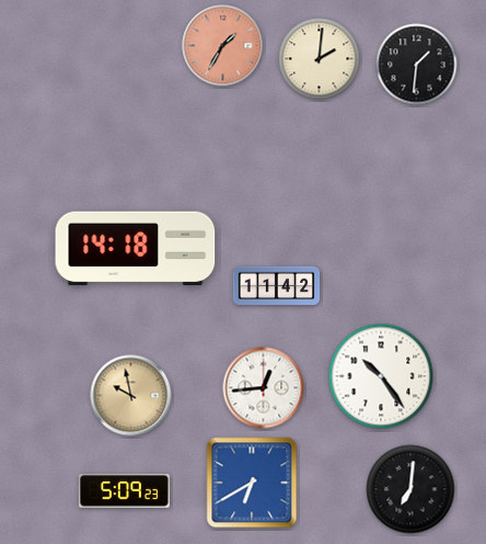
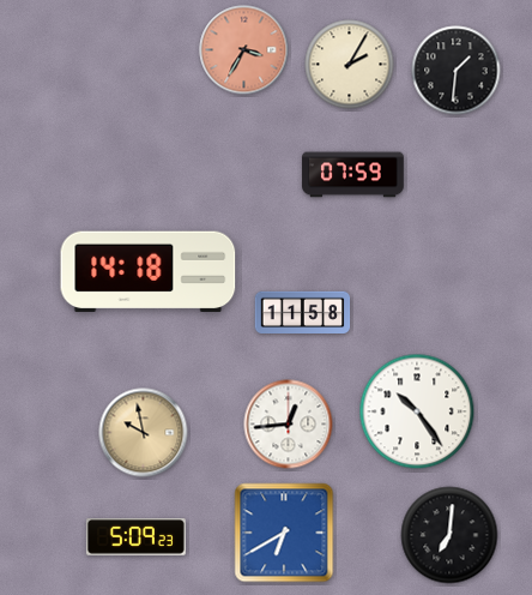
clock at (223, 46): 1:35 -> 3:35
clock at (320, 59): 2:01 -> 2:05
clock at (353, 175): none -> 07:59
clock at (277, 285): 11:42 -> 11:58
clock at (252, 483) position: (252, 483) -> (284, 533)
